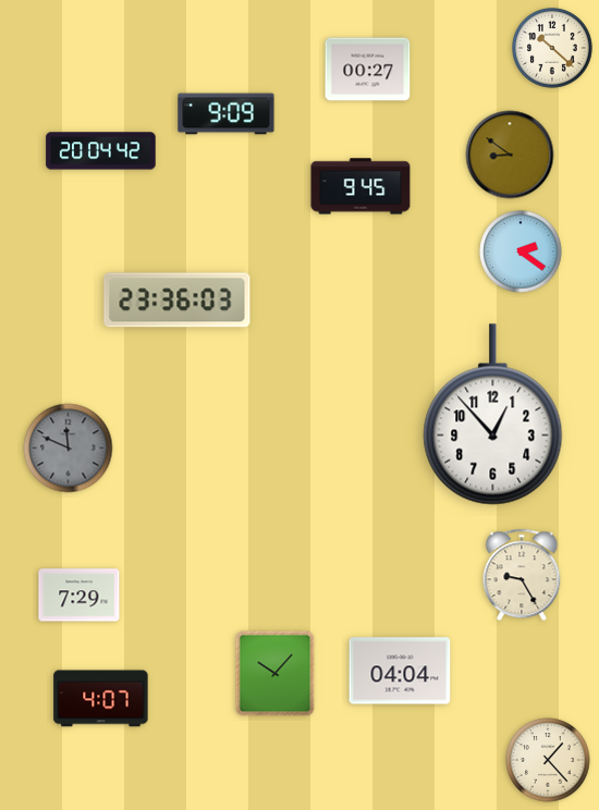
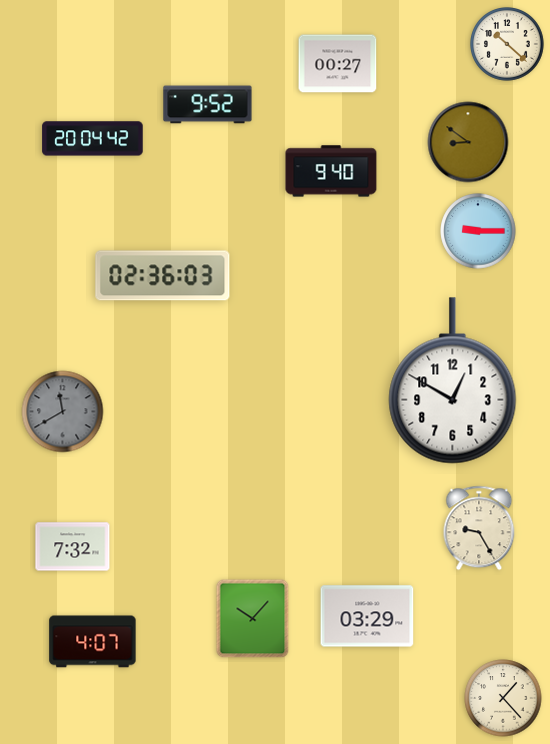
clock at (227, 114): 9:09 -> 9:52
clock at (360, 186): 9:45 -> 9:40
clock at (521, 251): 2:21 -> 9:15
clock at (178, 300): 23:36 -> 02:36
clock at (493, 415): 12:53 -> 12:50
clock at (69, 449): 11:49 -> 11:40
clock at (80, 596): 7:29 -> 7:32
clock at (400, 671): 04:04 -> 03:29
